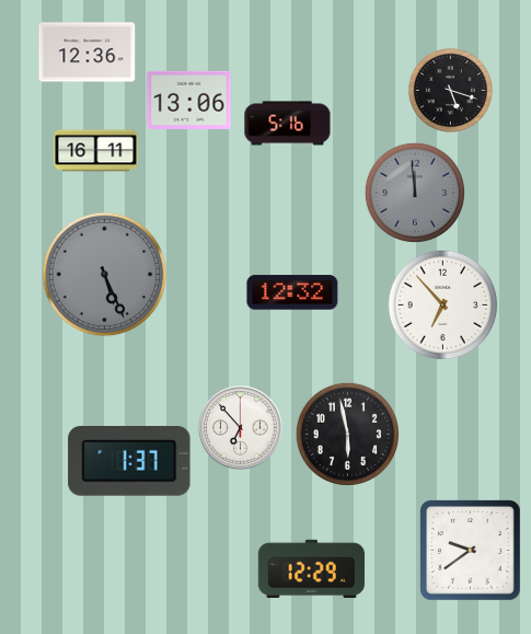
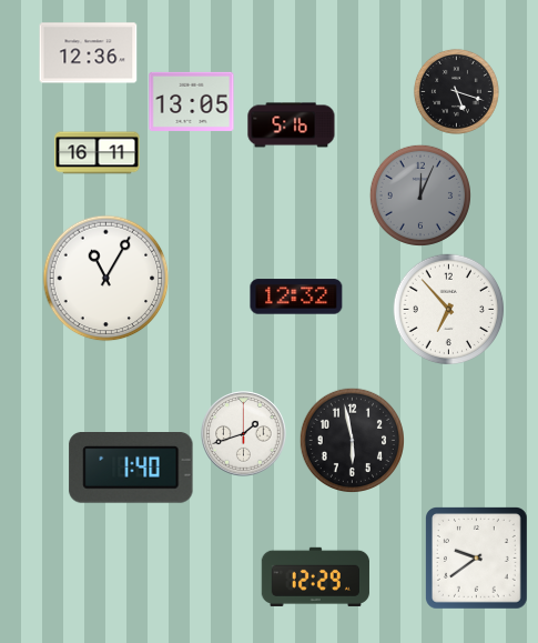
clock at (189, 100): 13:06 -> 13:05
clock at (415, 193): 11:59 -> 12:04
clock at (105, 275): 5:26 -> 11:05
clock at (105, 275) dial: grey -> white
clock at (241, 428): 6:53 -> 1:42
clock at (129, 462): 1:37 -> 1:40
